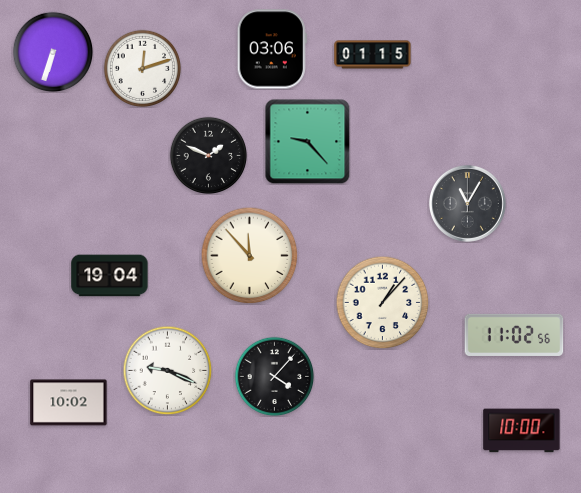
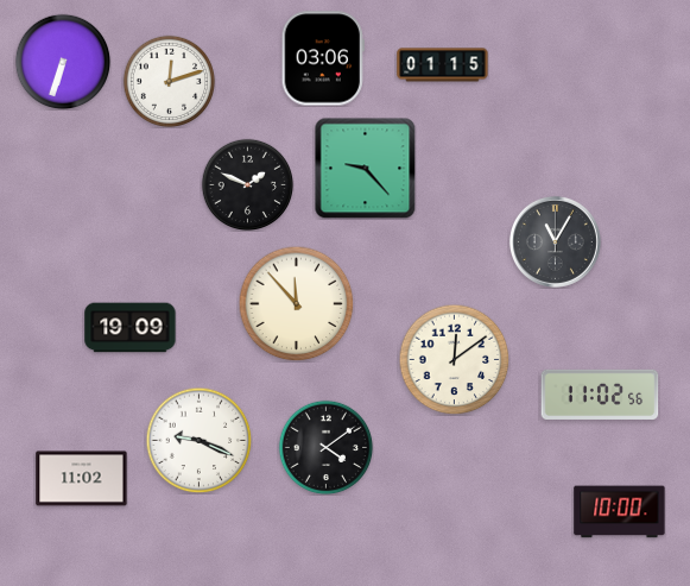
clock at (110, 276): 19:04 -> 19:09
clock at (382, 302): 1:07 -> 12:09
clock at (514, 335) position: (514, 335) -> (600, 395)
clock at (274, 376): 4:07 -> 4:09
clock at (69, 403): 10:02 -> 11:02
